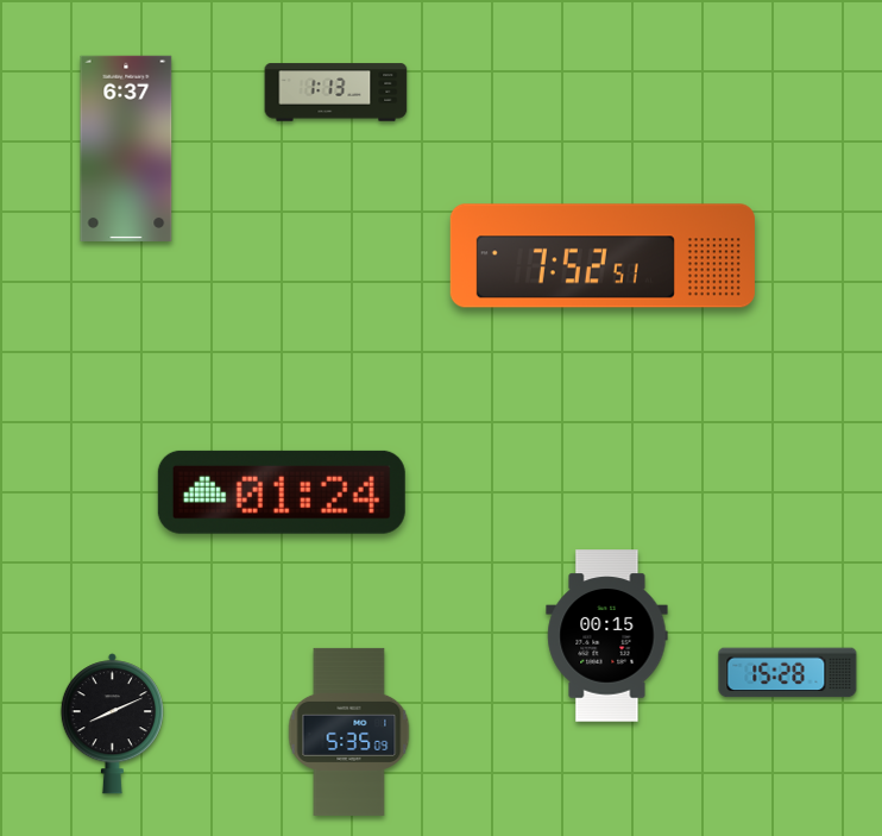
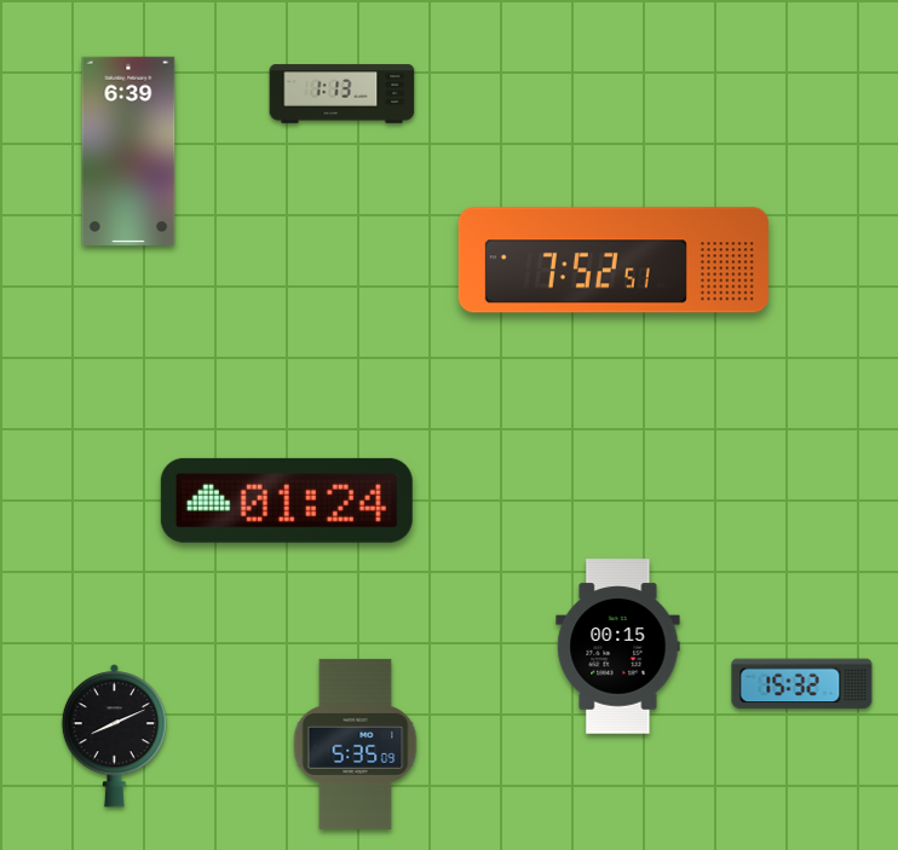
clock at (126, 149): 6:37 -> 6:39
clock at (788, 673): 15:28 -> 15:32
